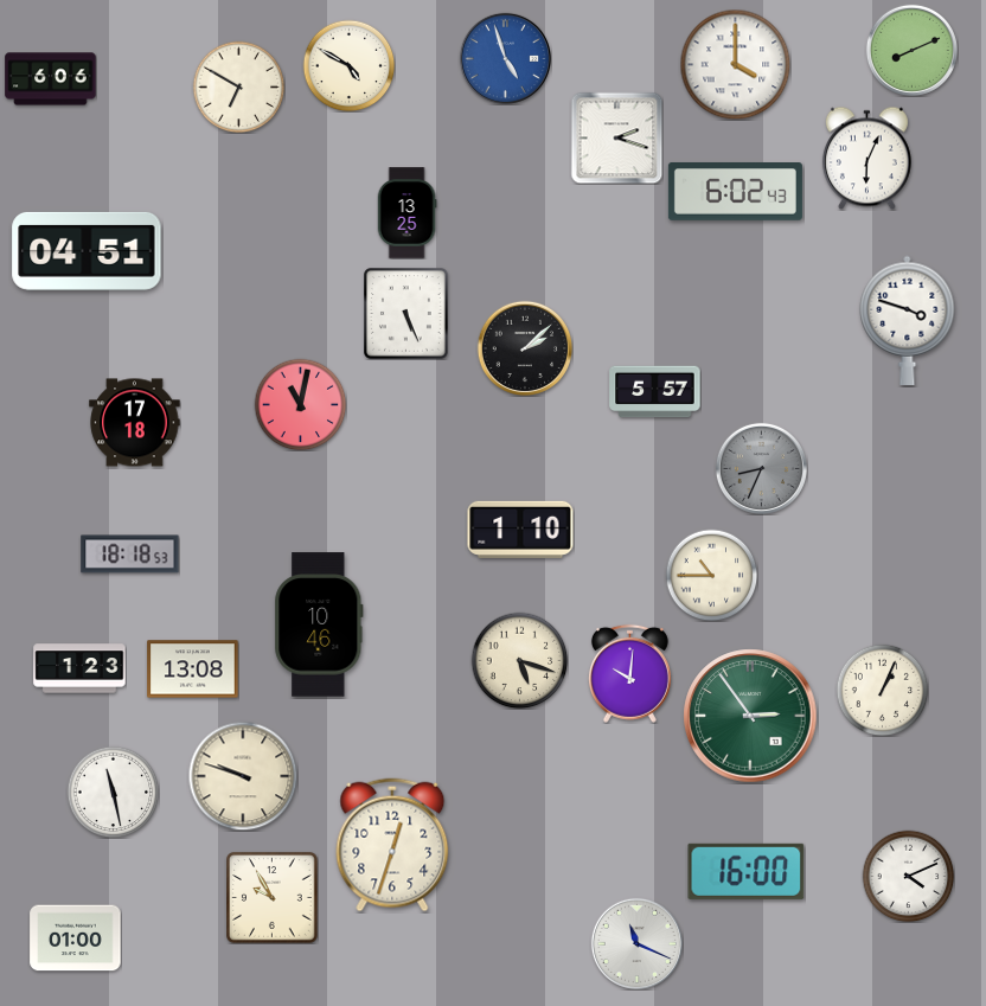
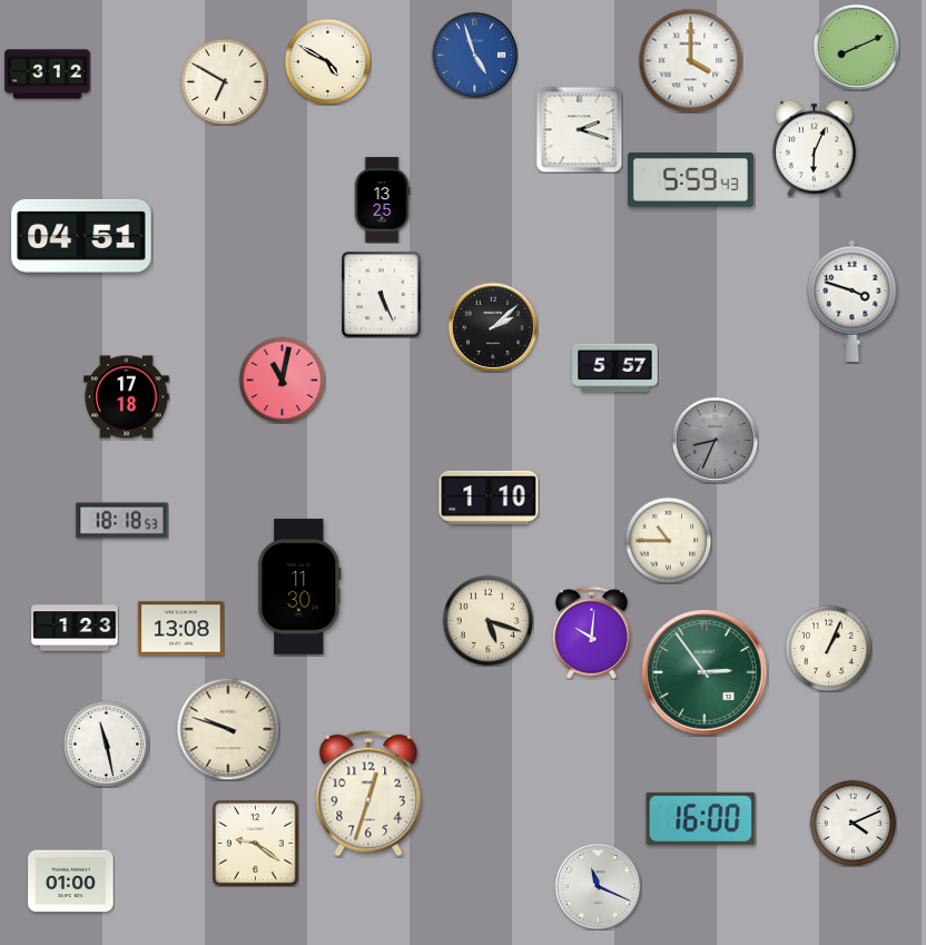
clock at (51, 79): 6:06 -> 3:12
clock at (735, 192): 6:02 -> 5:59
clock at (319, 624): 10:46 -> 11:30
clock at (273, 898): 9:55 -> 9:21
